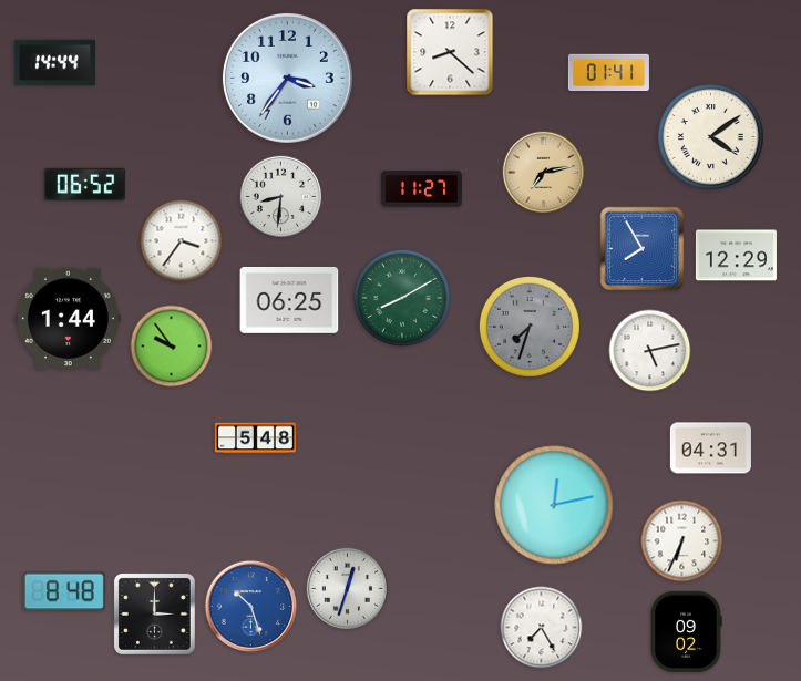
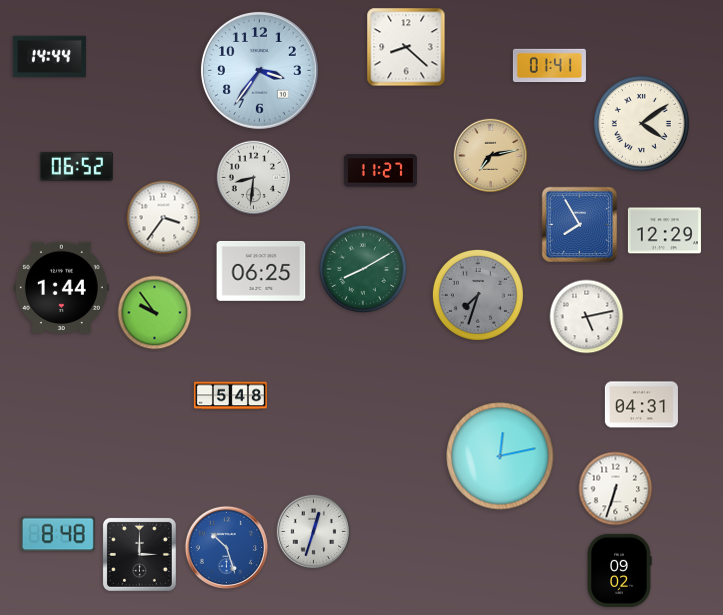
clock at (682, 541): 6:34 -> 6:33
clock at (542, 628): 7:25 -> none
